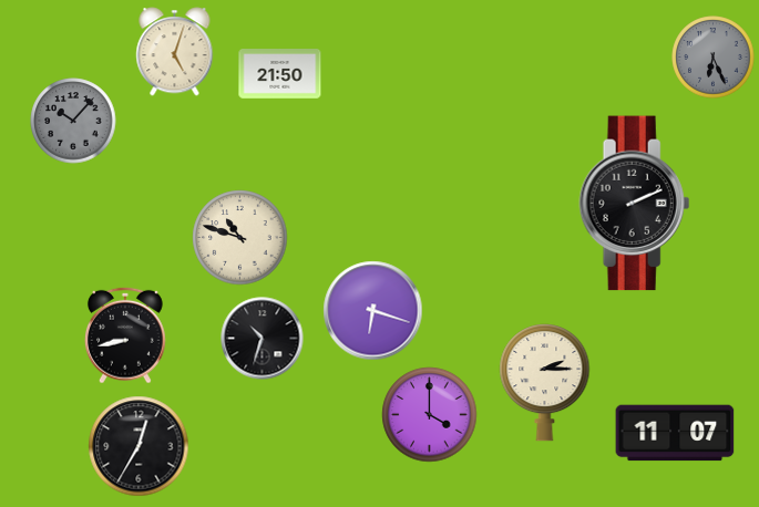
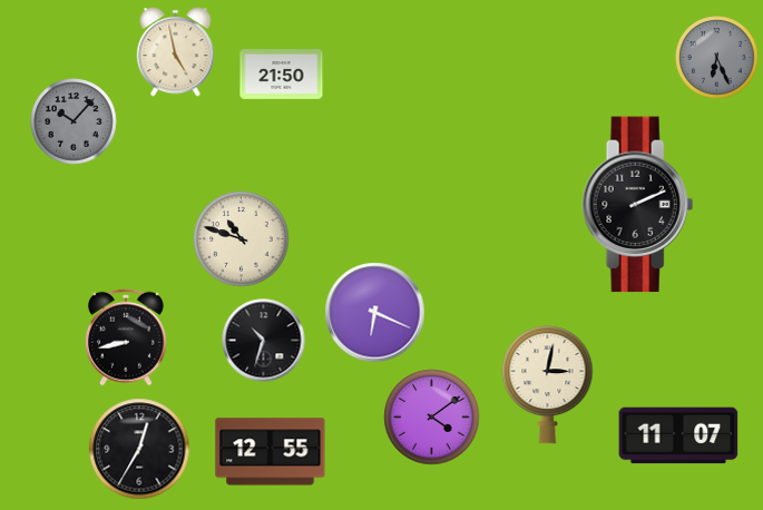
clock at (175, 52): 5:03 -> 4:58
clock at (373, 311): 6:18 -> 6:19
clock at (545, 383): 2:15 -> 3:02
clock at (430, 415): 4:00 -> 4:09
clock at (271, 452): none -> 12:55
